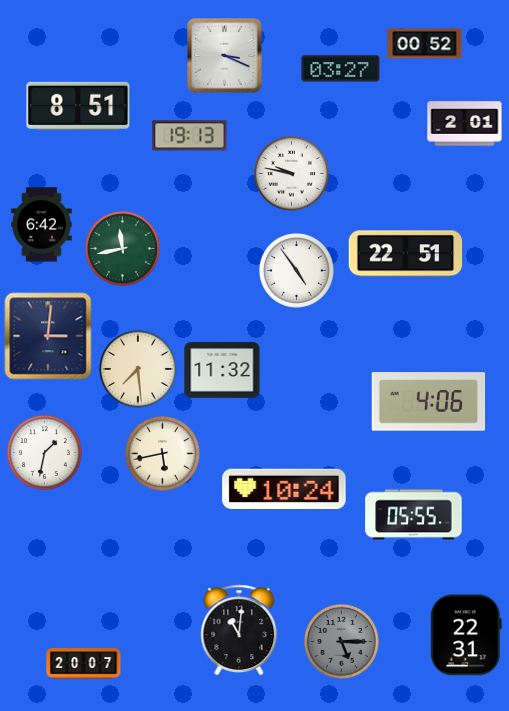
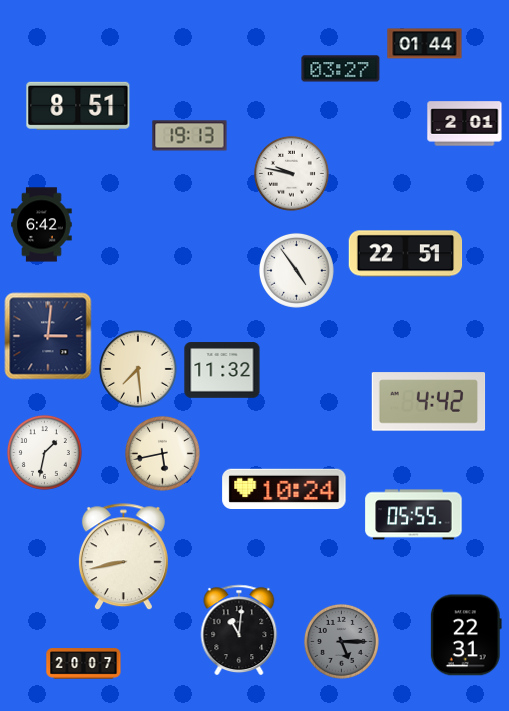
clock at (425, 44): 00:52 -> 01:44
clock at (225, 56): 3:19 -> none
clock at (122, 248): 11:43 -> none
clock at (429, 402): 4:06 -> 4:42
clock at (123, 557): none -> 8:43
